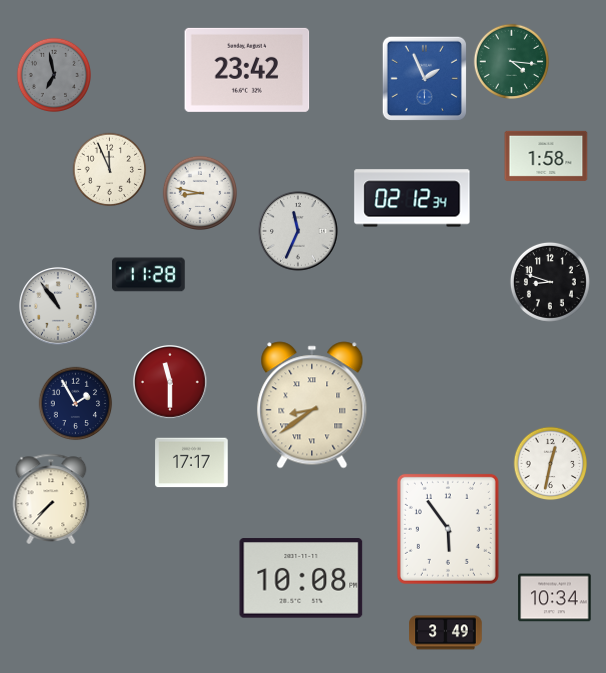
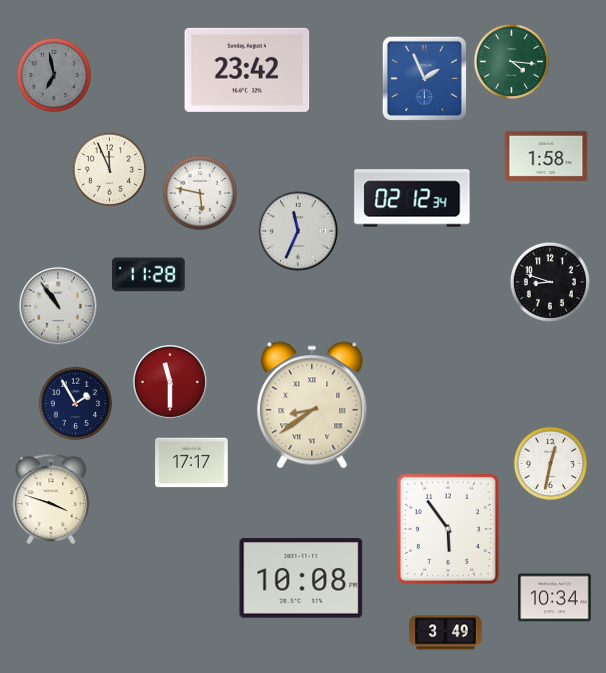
clock at (199, 192): 8:47 -> 5:47
clock at (51, 499): 7:37 -> 3:48
